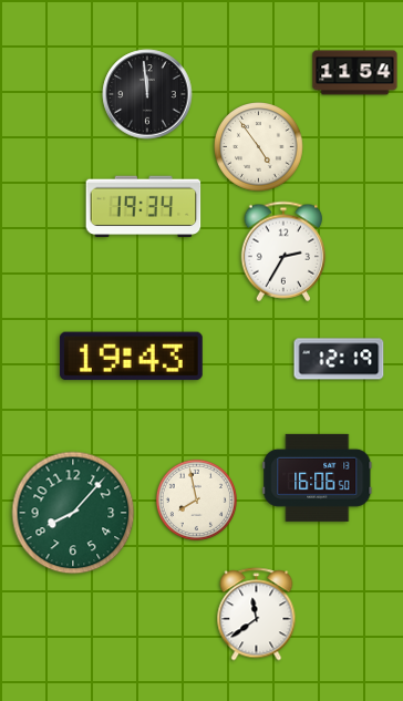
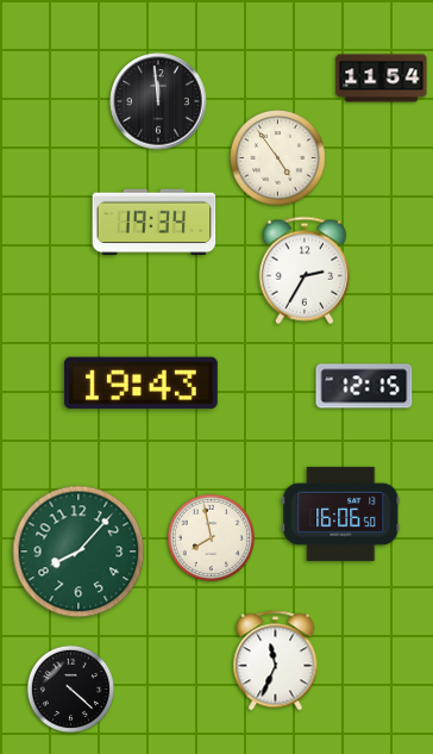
clock at (339, 359): 12:19 -> 12:15
clock at (257, 615): 11:39 -> 11:34
clock at (70, 688): none -> 4:22
